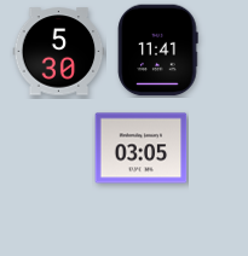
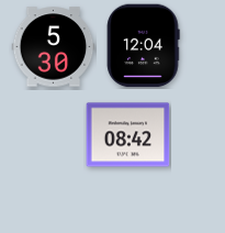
clock at (157, 51): 11:41 -> 12:04
clock at (142, 149): 03:05 -> 08:42
